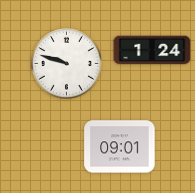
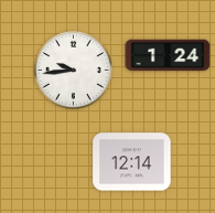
clock at (66, 63): 9:48 -> 9:44
clock at (120, 147): 09:01 -> 12:14
